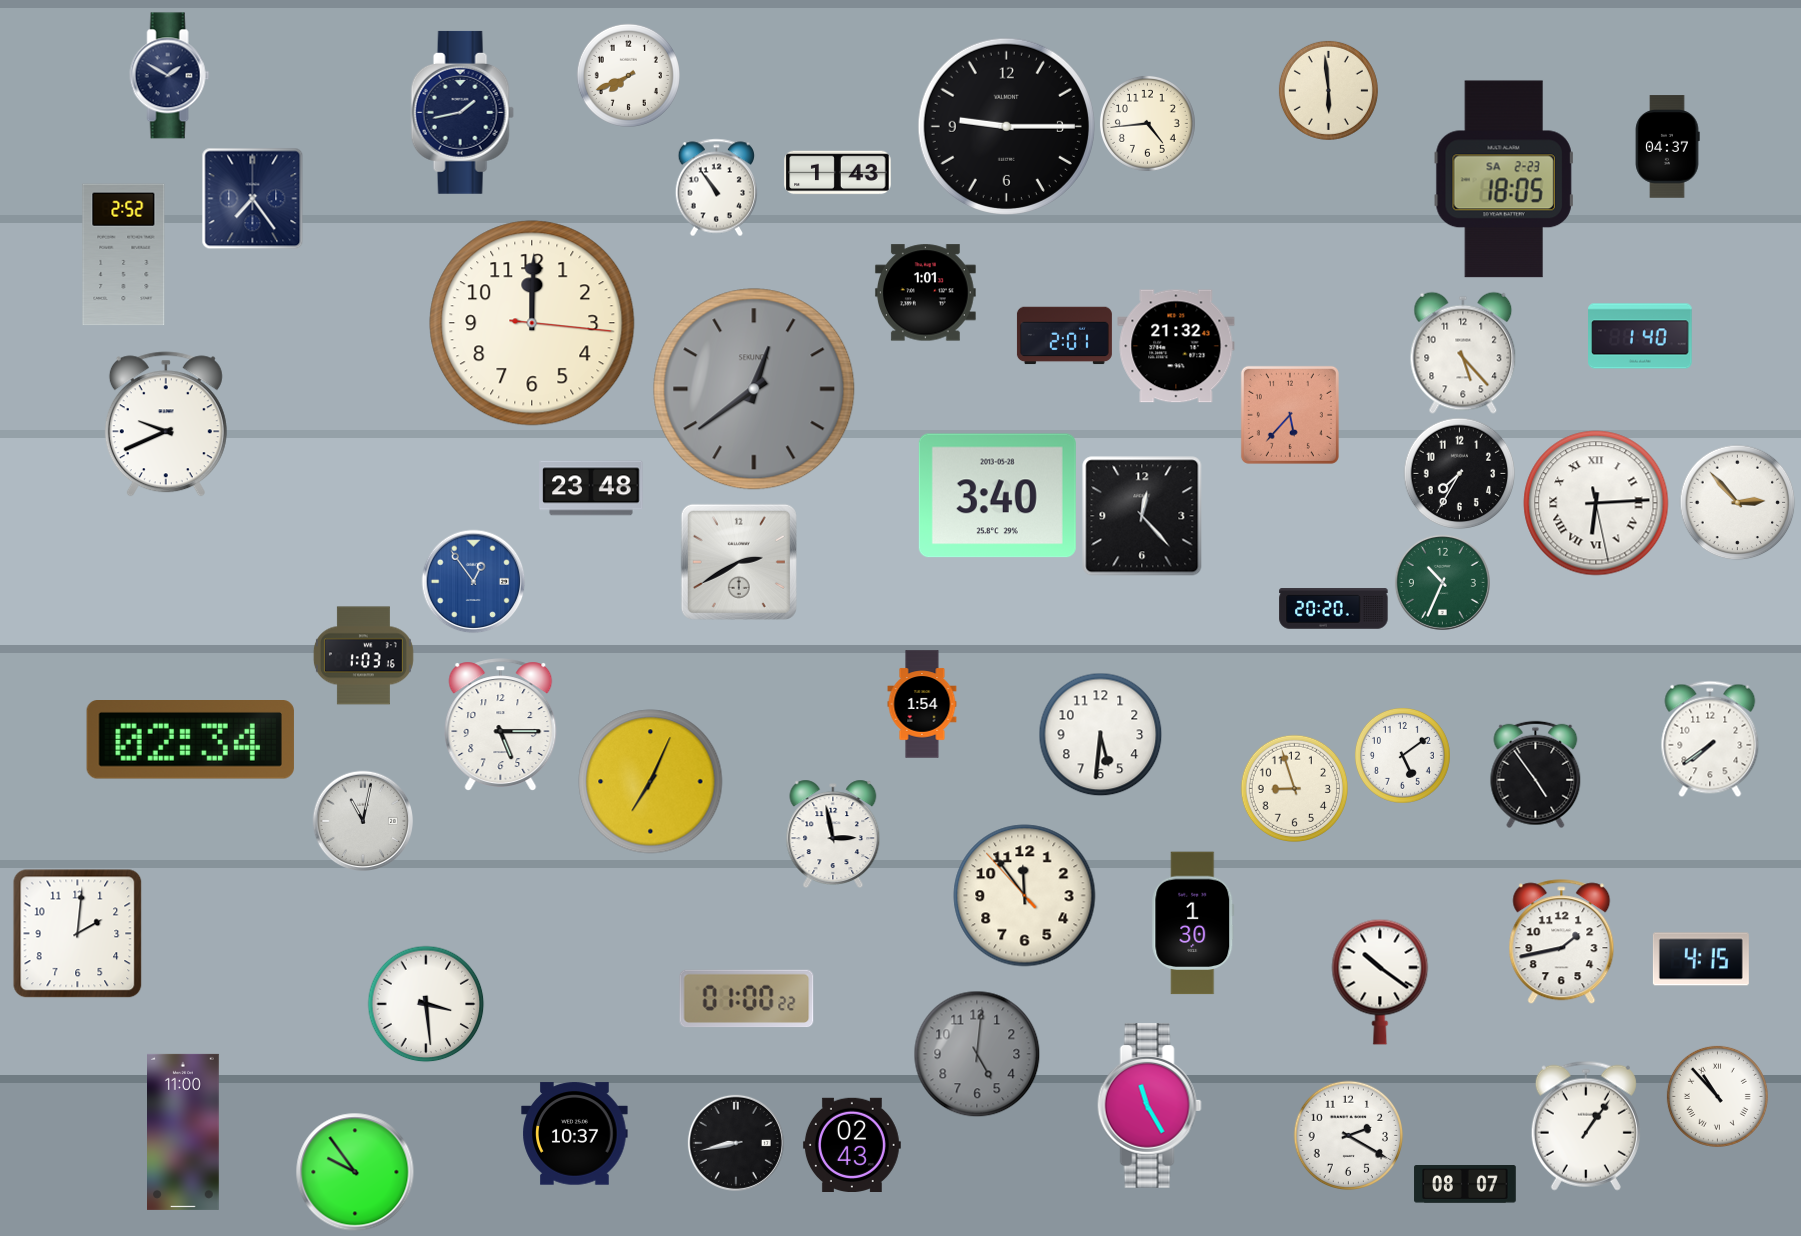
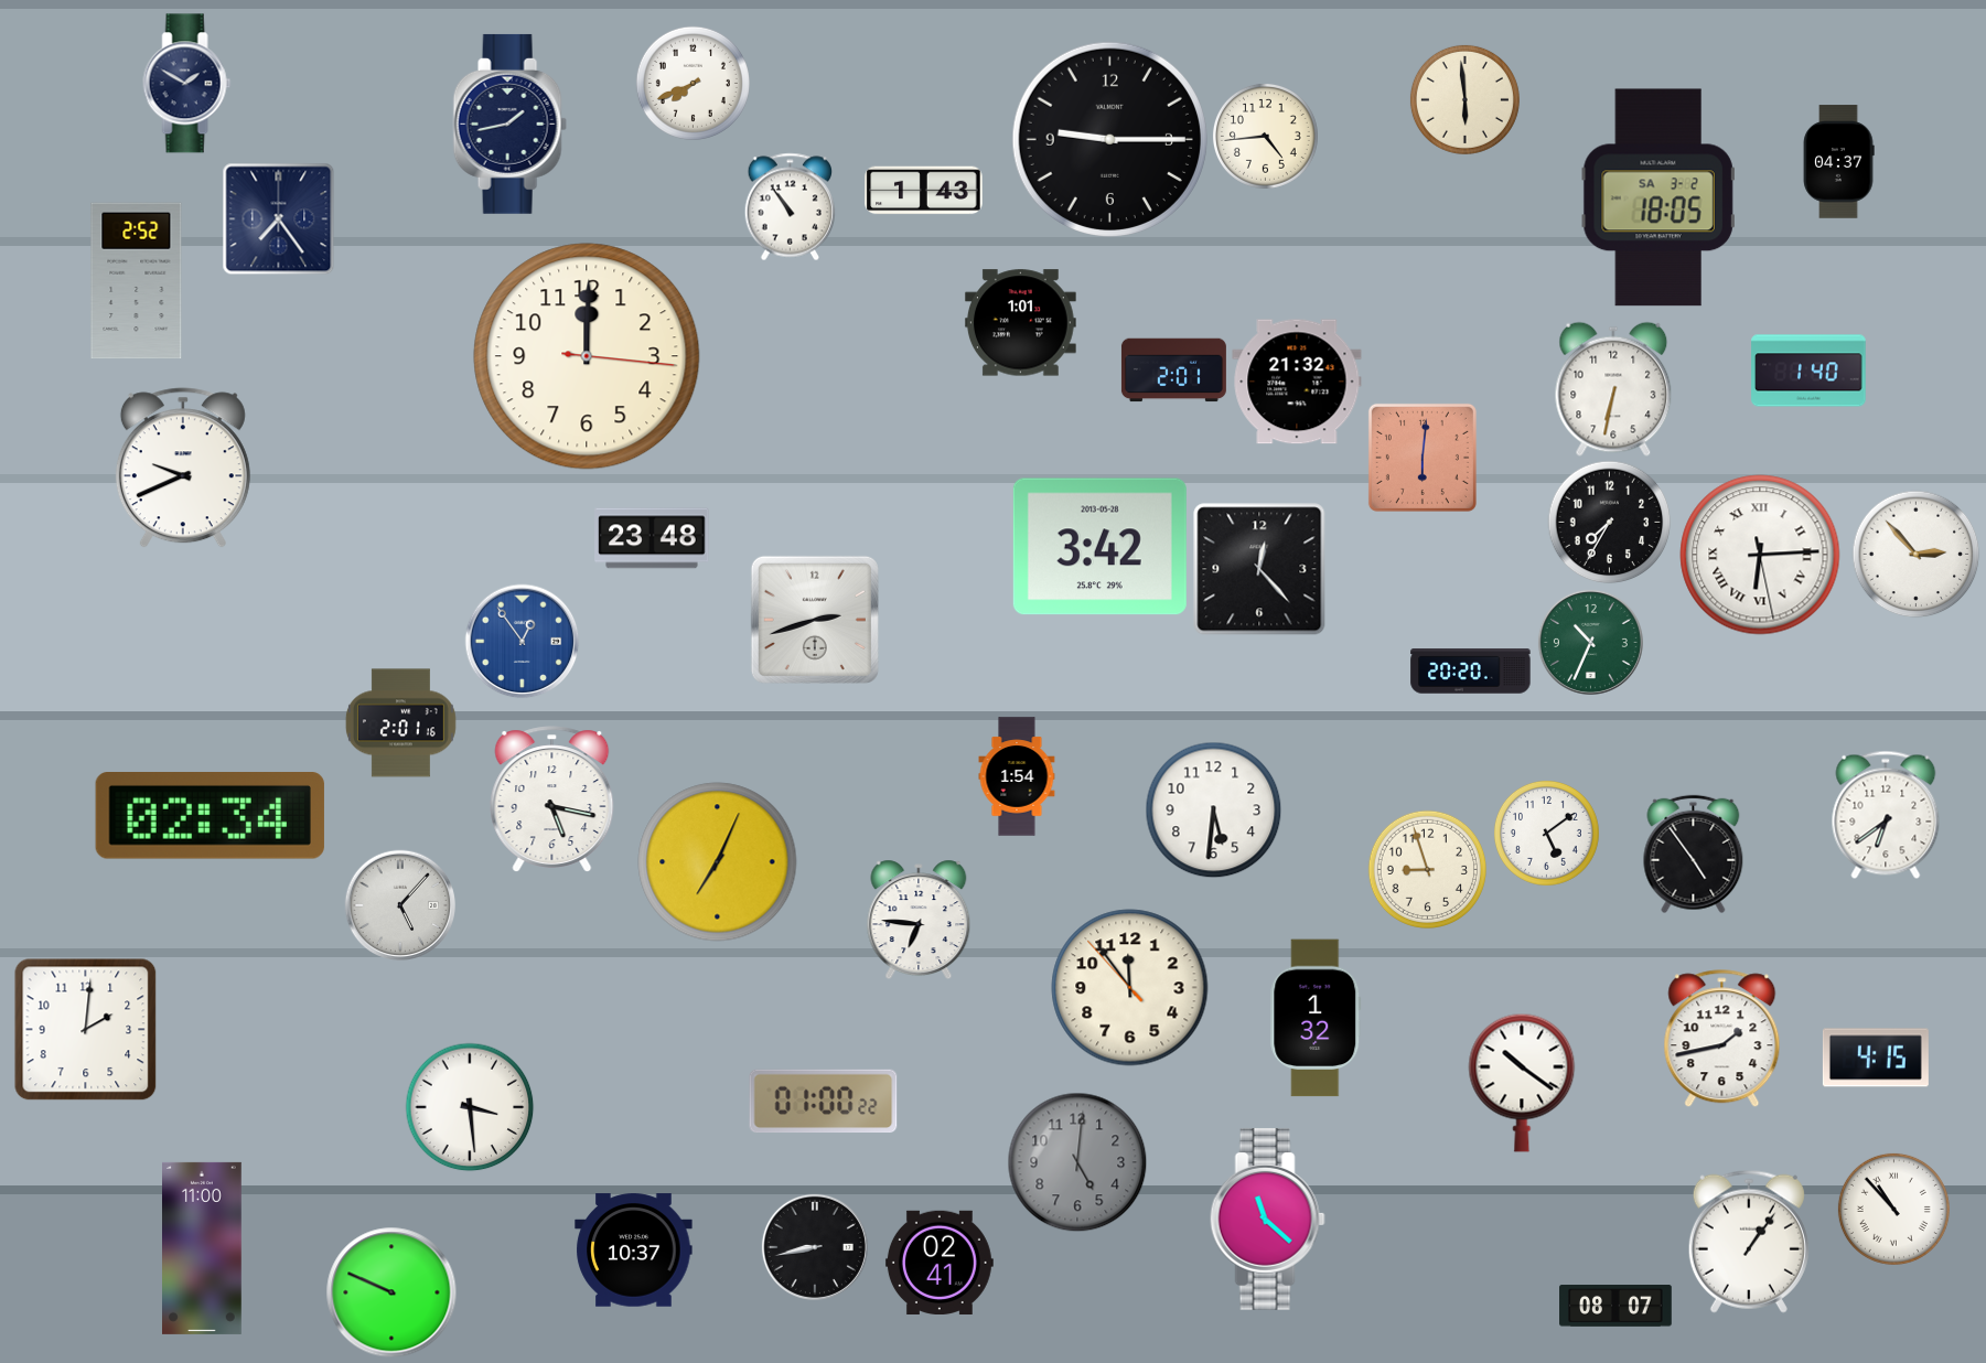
clock at (1504, 179) date: SA 2-23 -> SA 3-2
clock at (1463, 353): 5:23 -> 6:32
clock at (754, 389): 12:39 -> none
clock at (1290, 415): 5:37 -> 6:01
clock at (997, 496): 3:40 -> 3:42
clock at (739, 562): 2:40 -> 2:42
clock at (363, 656): 1:03 -> 2:01
clock at (501, 724): 5:15 -> 5:17
clock at (1710, 739): 7:39 -> 6:39
clock at (362, 820): 11:02 -> 5:07
clock at (833, 834): 2:58 -> 6:46
clock at (1193, 923): 1:30 -> 1:32
clock at (1149, 1105): 11:25 -> 11:22
clock at (1348, 1135): 2:20 -> none
clock at (736, 1143) position: (736, 1143) -> (815, 1247)
clock at (852, 1144): 02:43 -> 02:41
clock at (355, 1172): 9:54 -> 9:49
